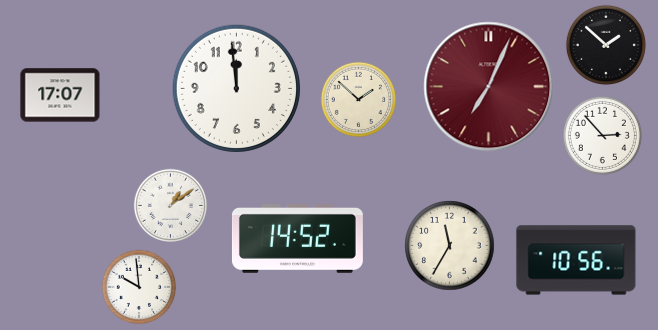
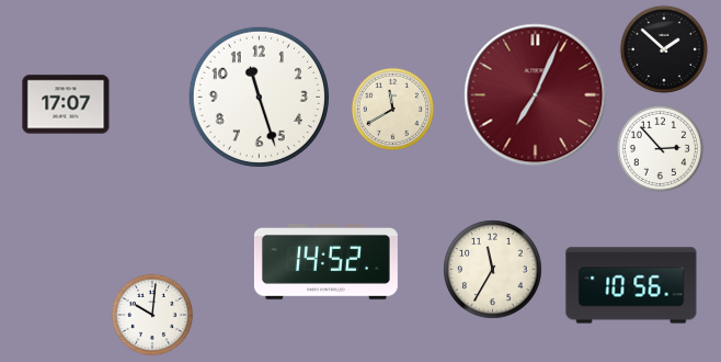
clock at (236, 88): 11:59 -> 11:27
clock at (358, 99): 1:52 -> 11:40
clock at (171, 206): 1:09 -> none
clock at (139, 287): 9:59 -> 10:01
